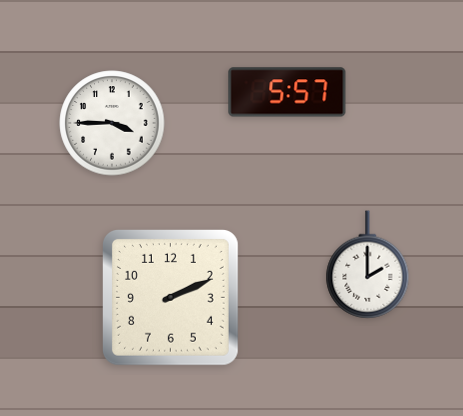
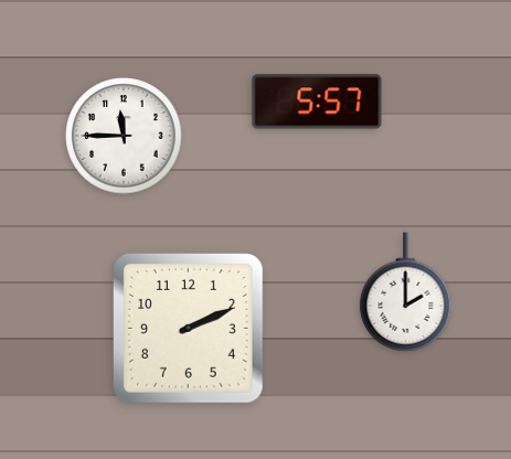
clock at (112, 123): 3:45 -> 11:45
